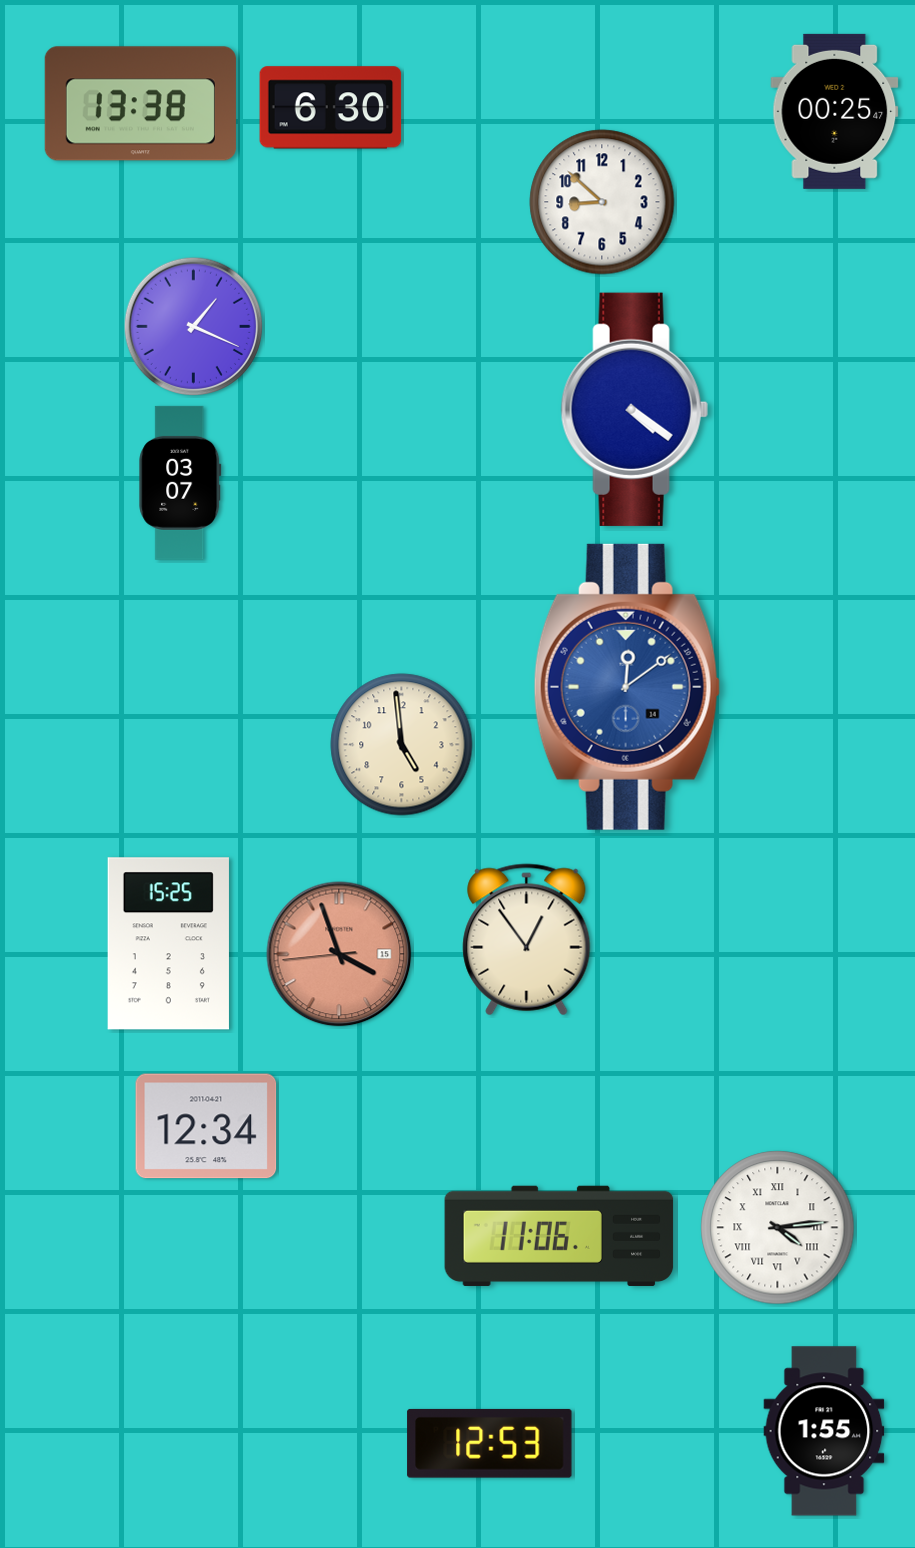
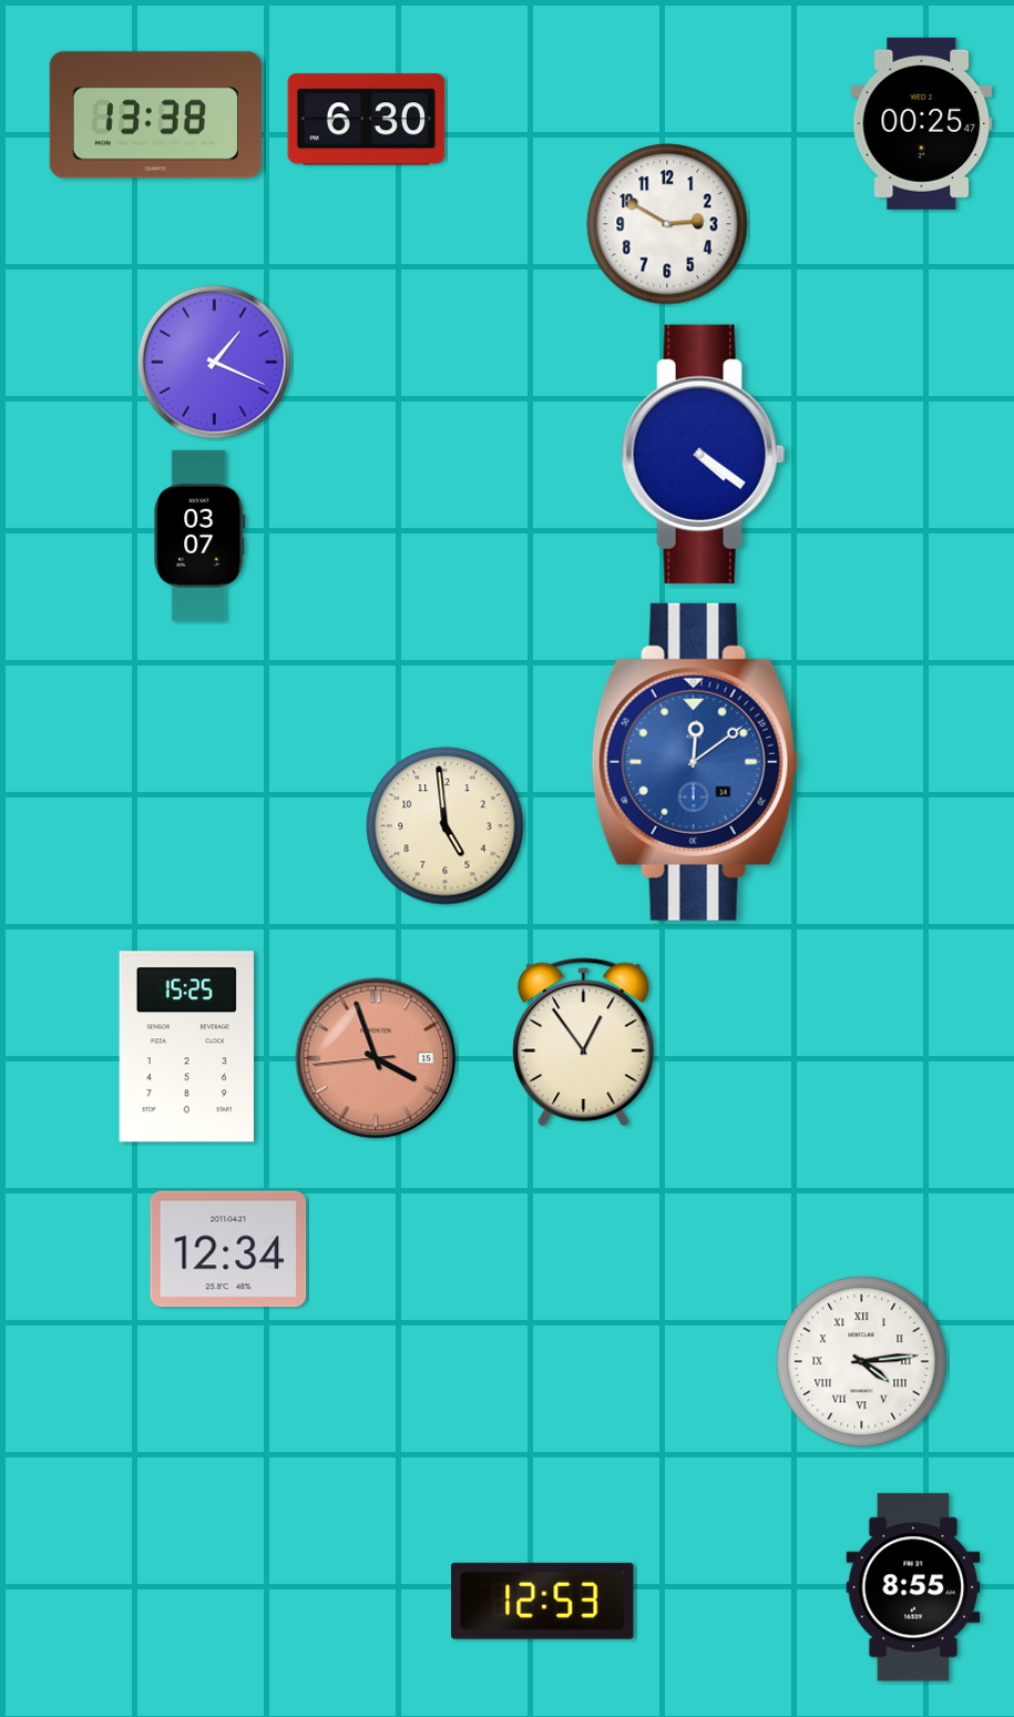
clock at (835, 111) position: (835, 111) -> (922, 123)
clock at (602, 202): 8:52 -> 2:50
clock at (559, 1236): 11:06 -> none
clock at (824, 1431): 1:55 -> 8:55
